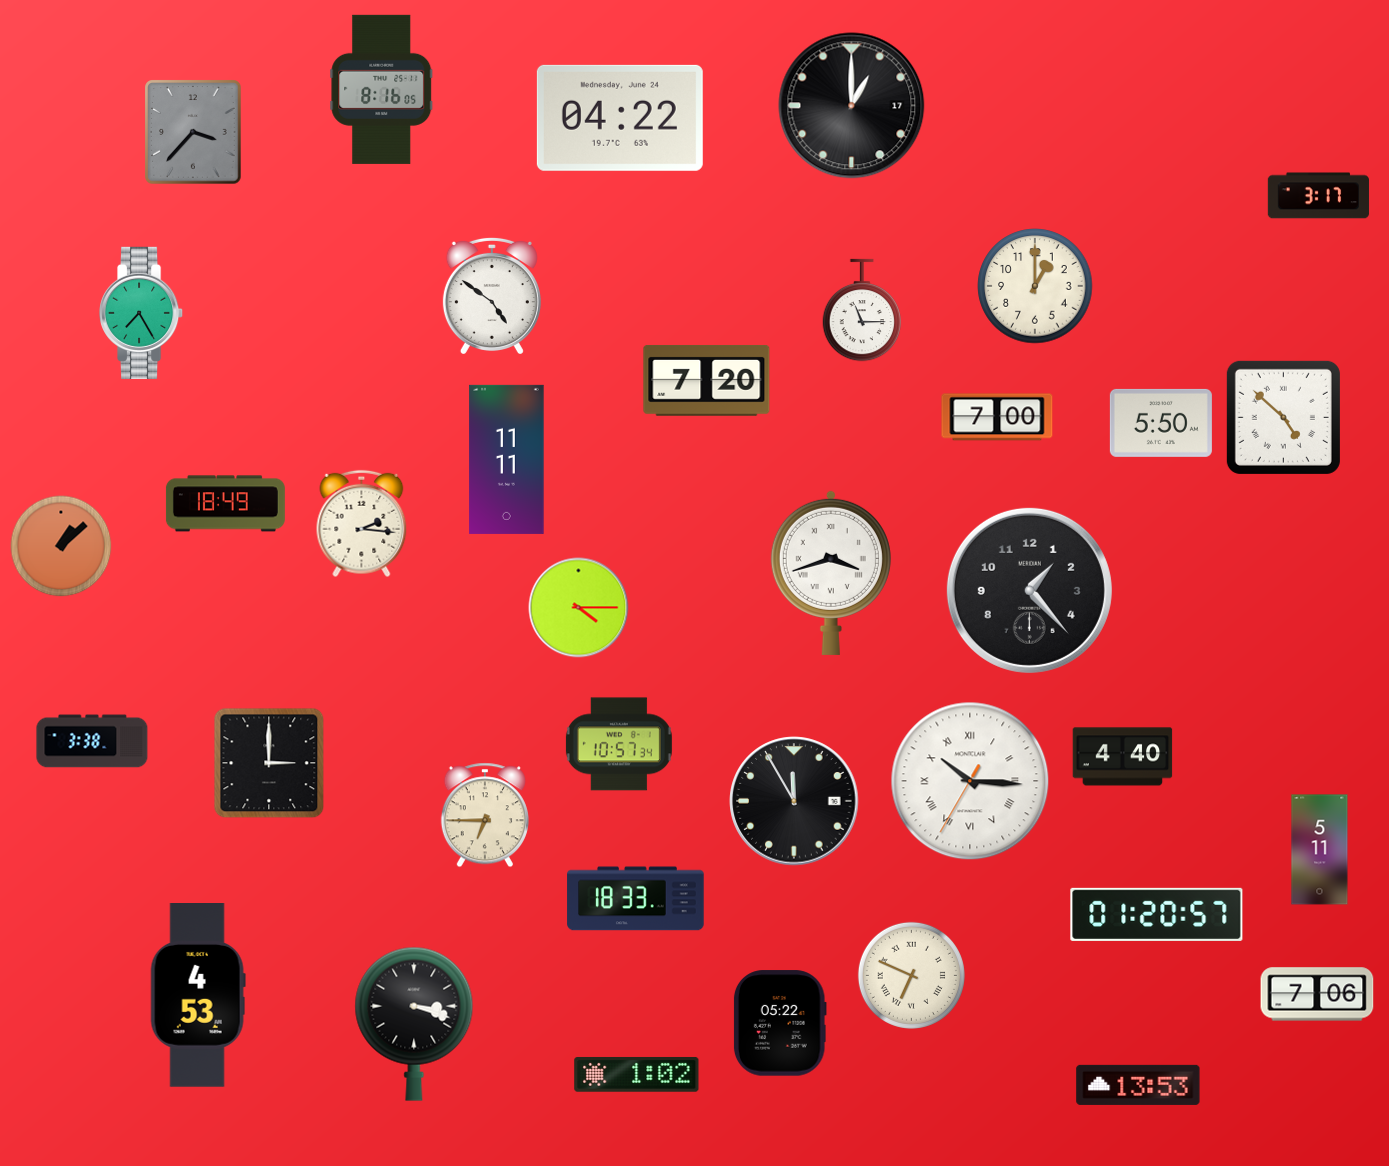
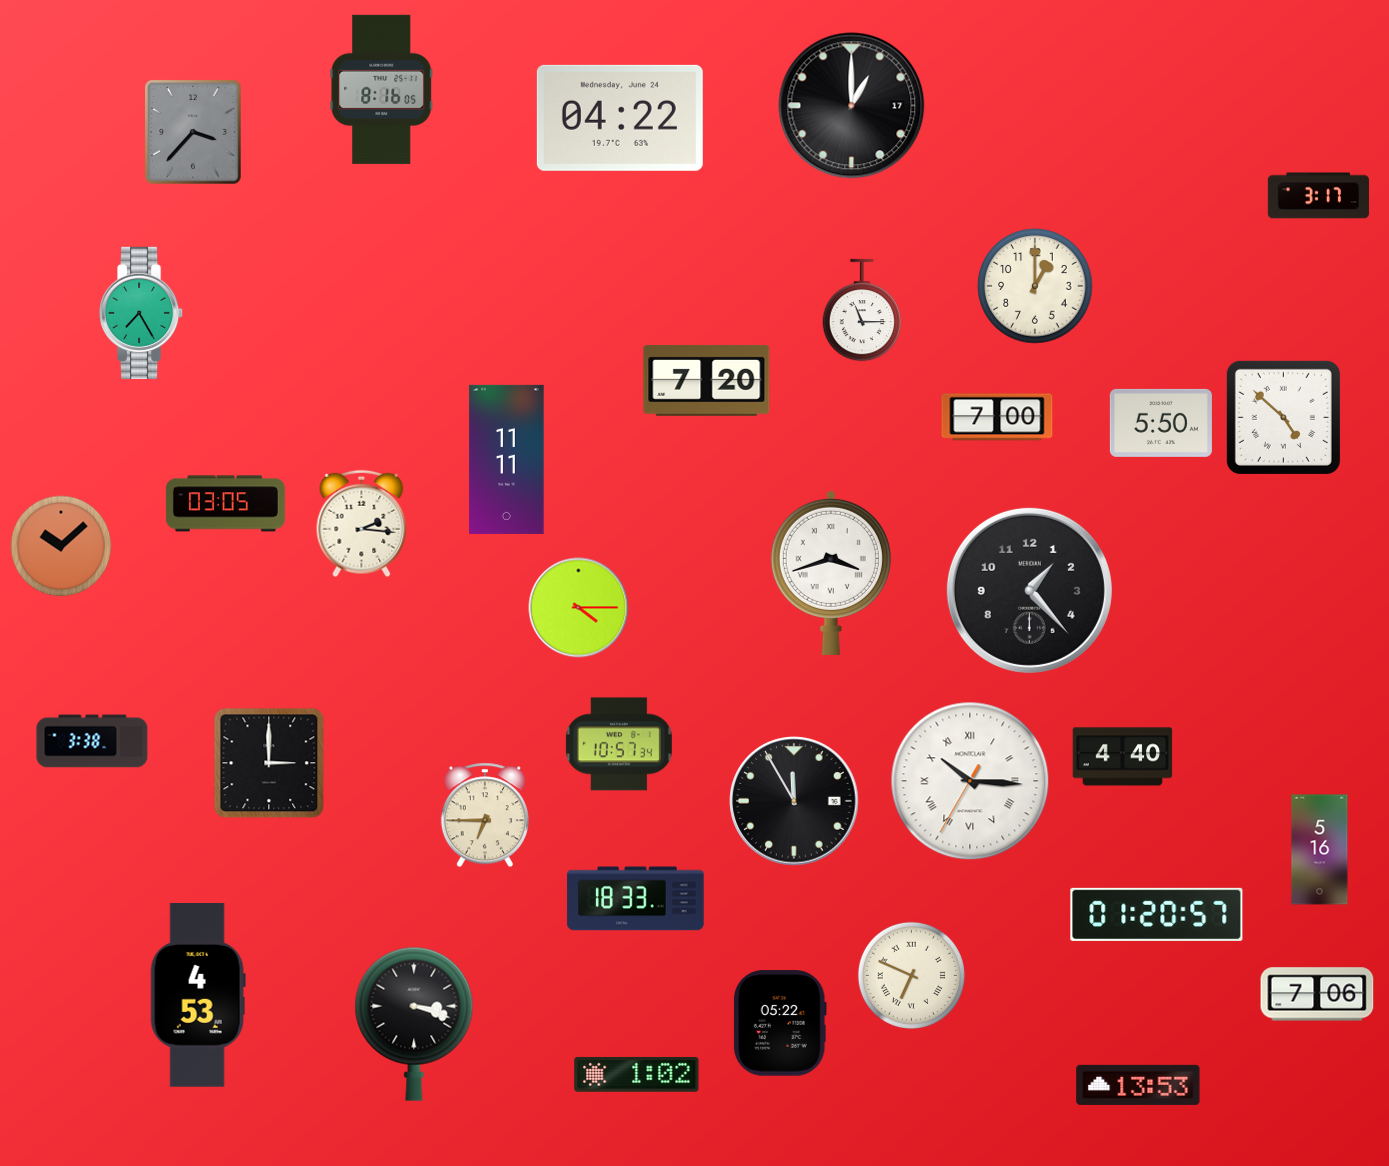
clock at (492, 295): 4:51 -> none
clock at (225, 504): 18:49 -> 03:05
clock at (61, 546): 1:08 -> 10:08
clock at (1320, 850): 5:11 -> 5:16
